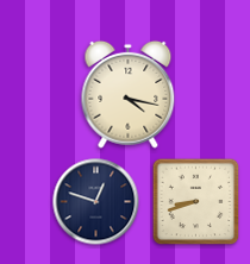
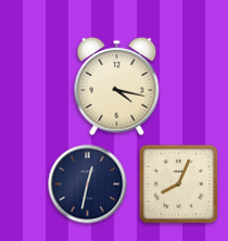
clock at (96, 202): 12:48 -> 12:32
clock at (196, 202): 8:42 -> 8:04
